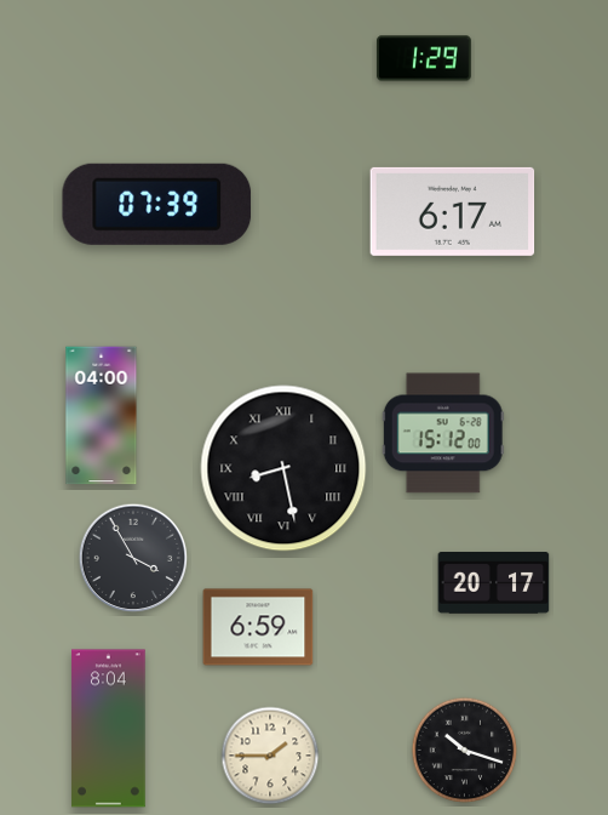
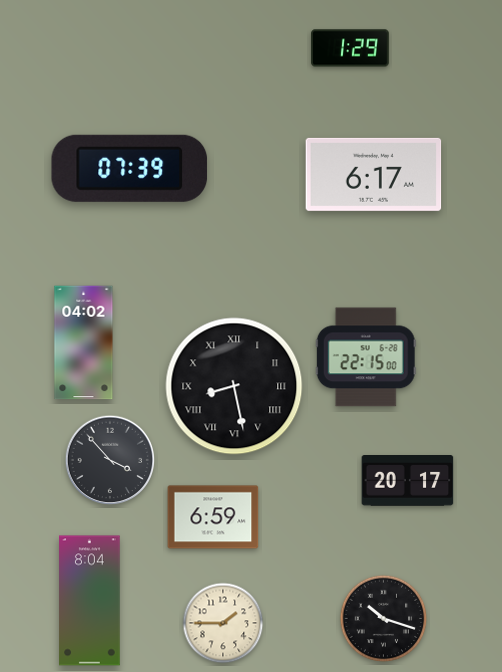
clock at (102, 416): 04:00 -> 04:02
clock at (443, 433): 15:12 -> 22:15
clock at (133, 558): 3:55 -> 3:53
